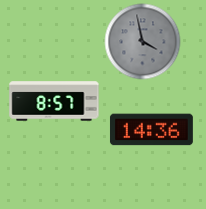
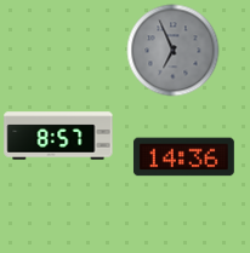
clock at (143, 42): 3:58 -> 6:56
clock at (54, 101) position: (54, 101) -> (58, 136)
